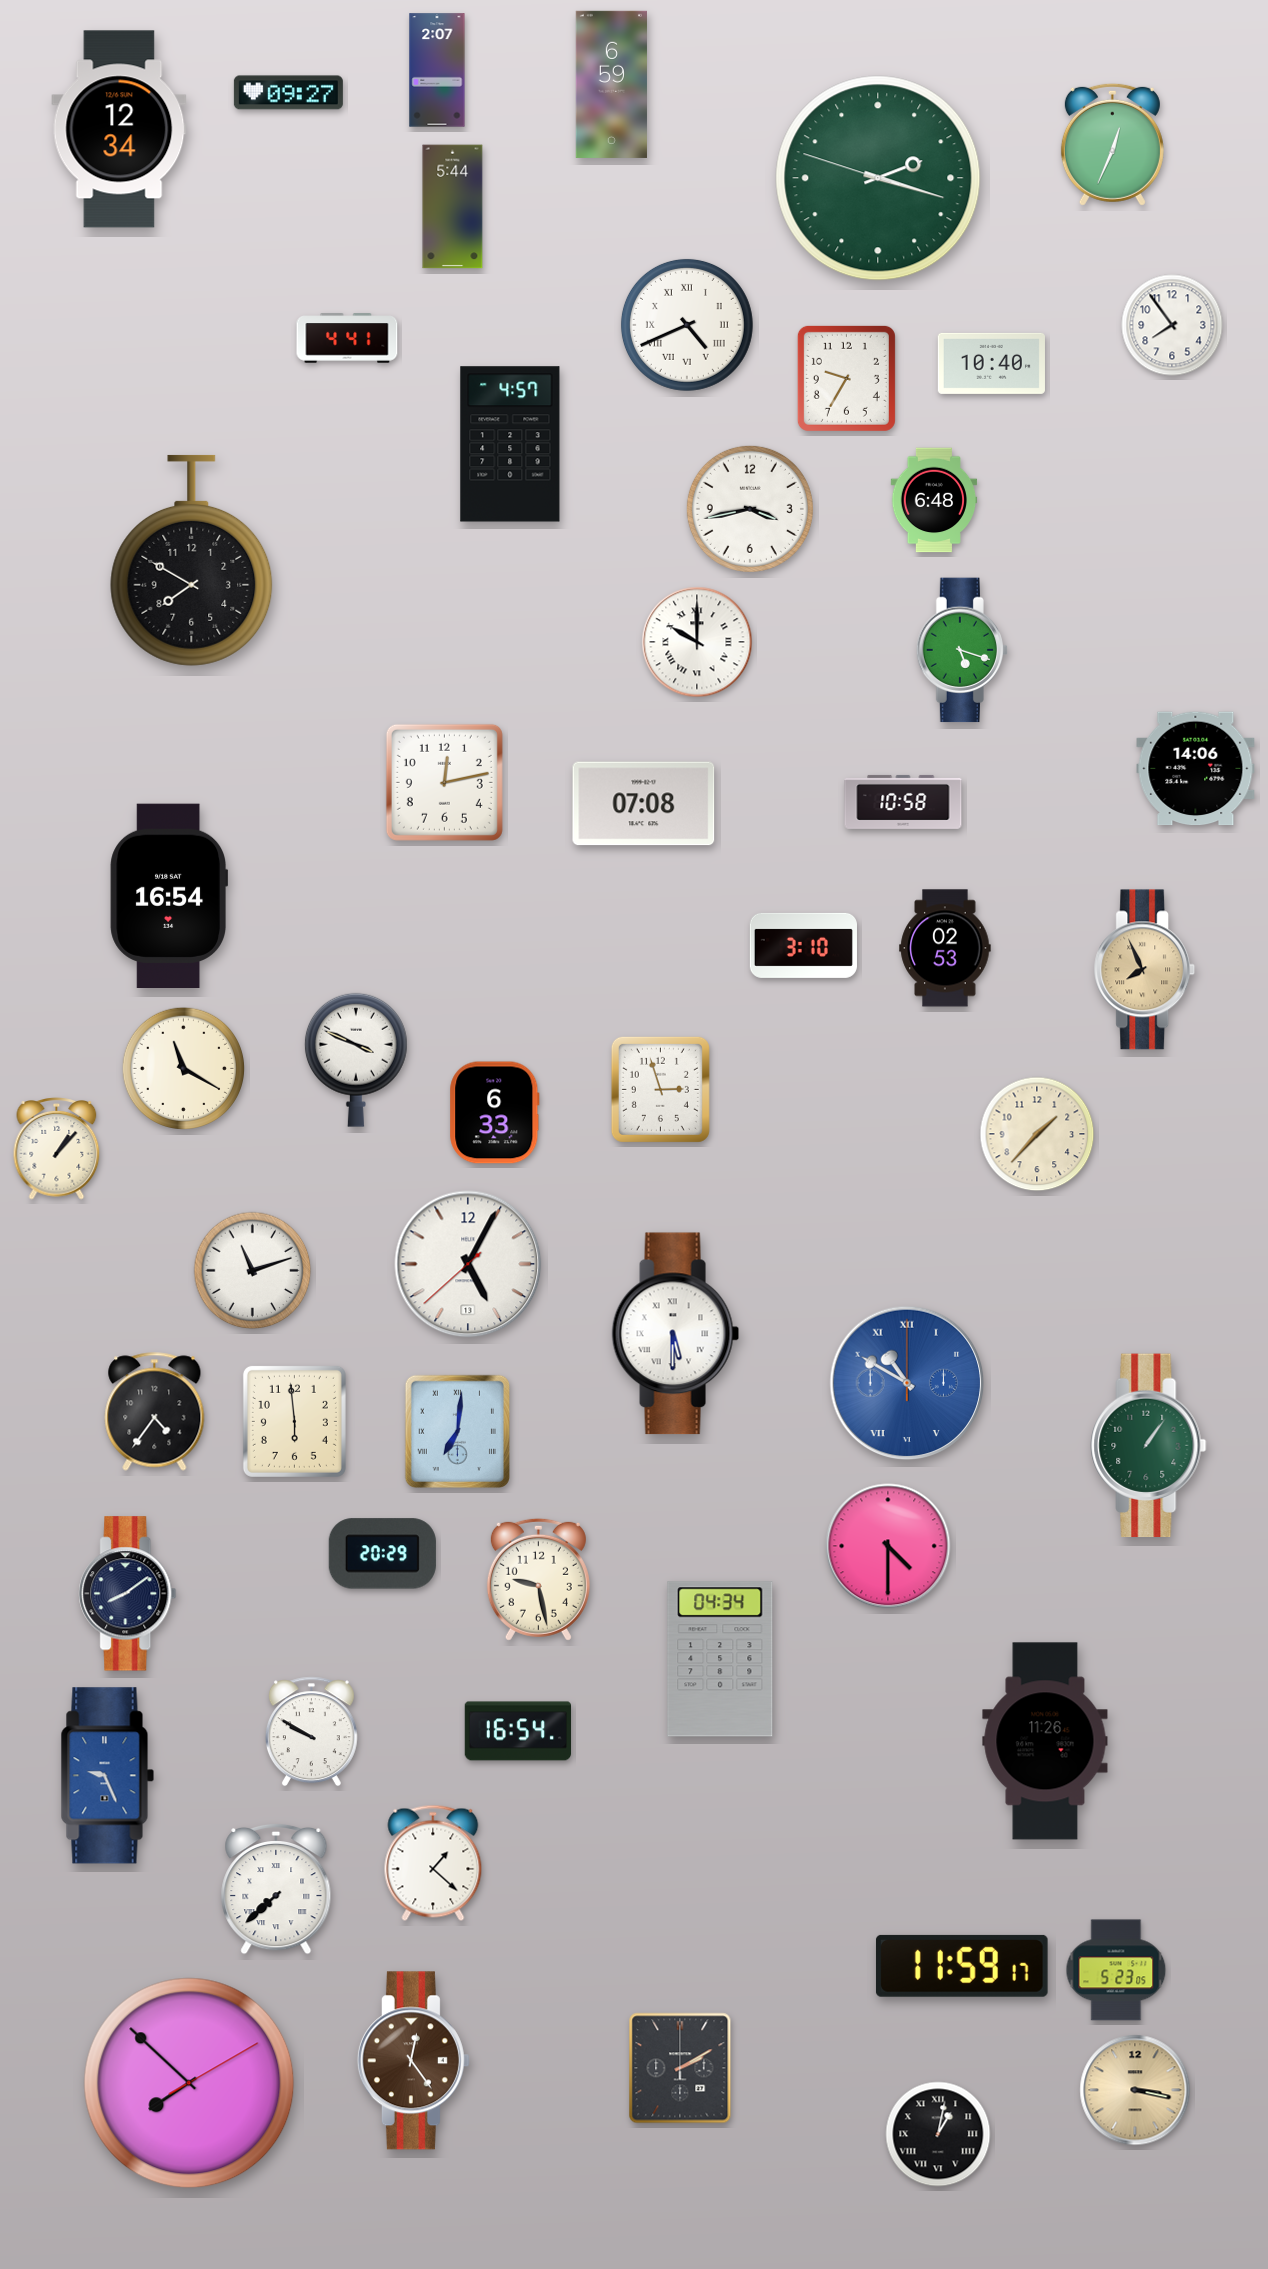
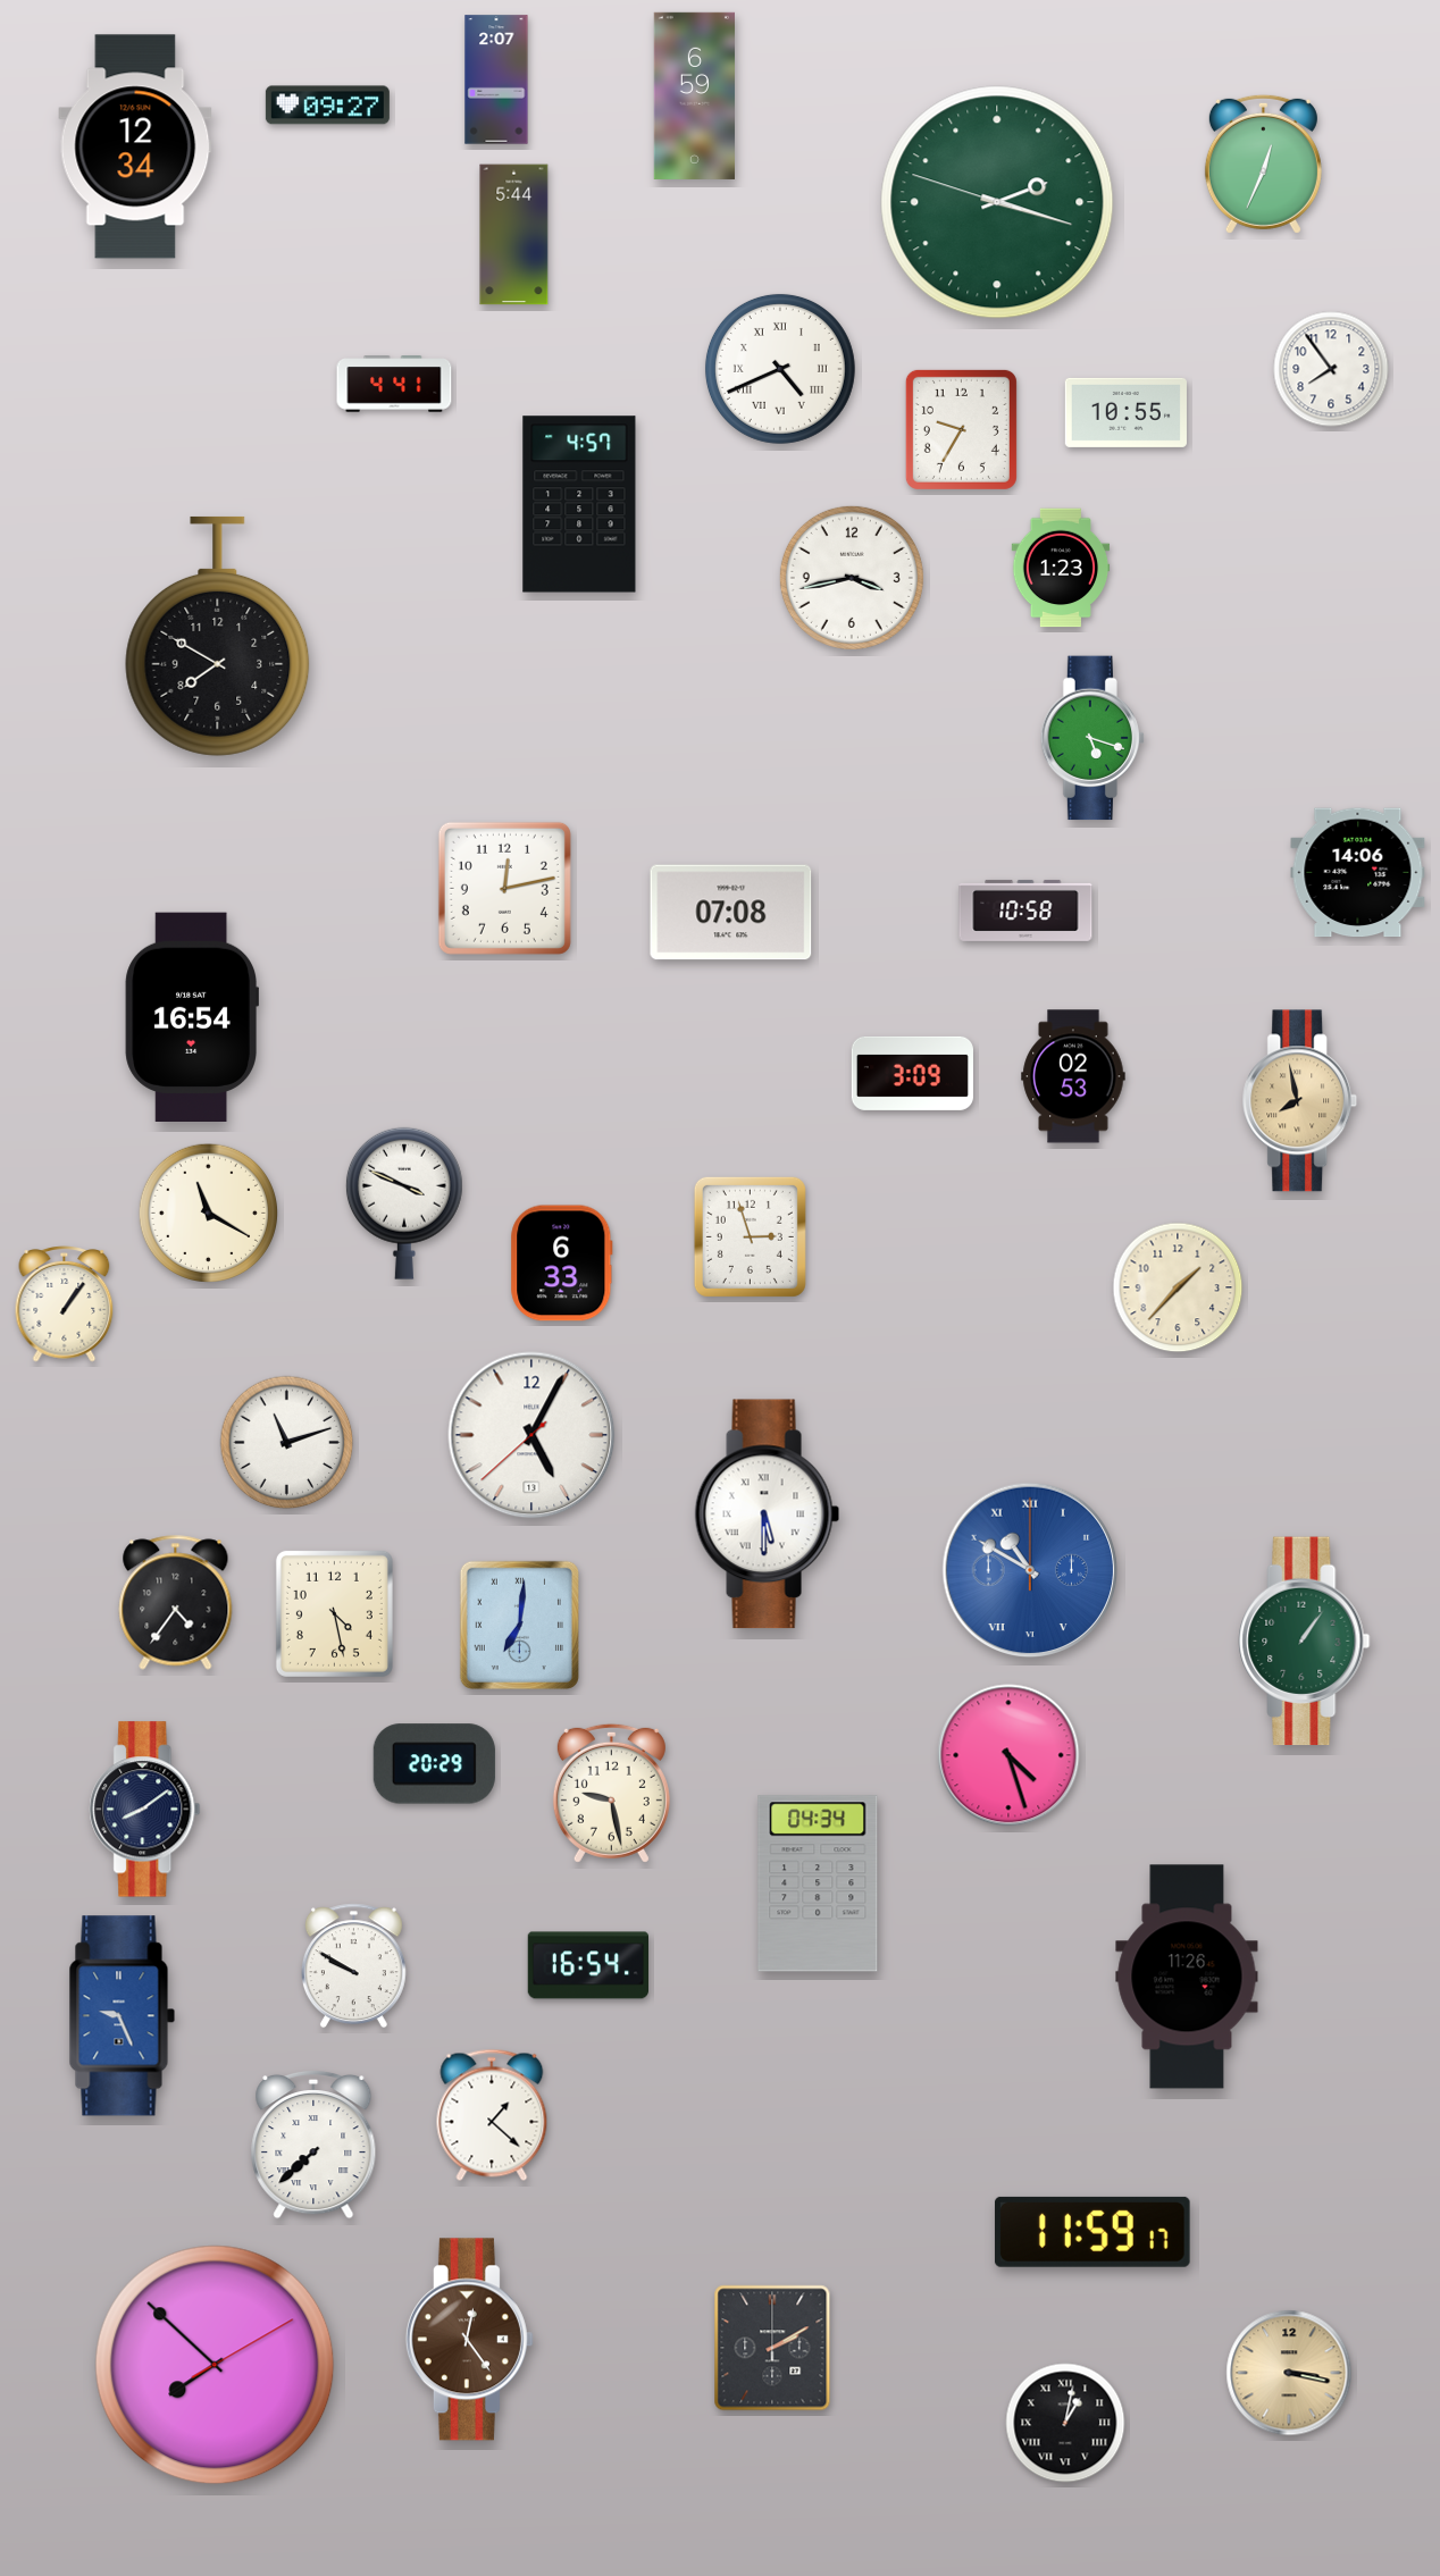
clock at (991, 363): 10:40 -> 10:55
clock at (934, 500): 6:48 -> 1:23
clock at (697, 642): 10:00 -> none
clock at (803, 945): 3:10 -> 3:09
clock at (1145, 970): 7:56 -> 7:58
clock at (57, 1149): 1:07 -> 1:06
clock at (294, 1421): 5:59 -> 4:28
clock at (888, 1546): 4:30 -> 4:27
clock at (1116, 1970): 5:23 -> none
